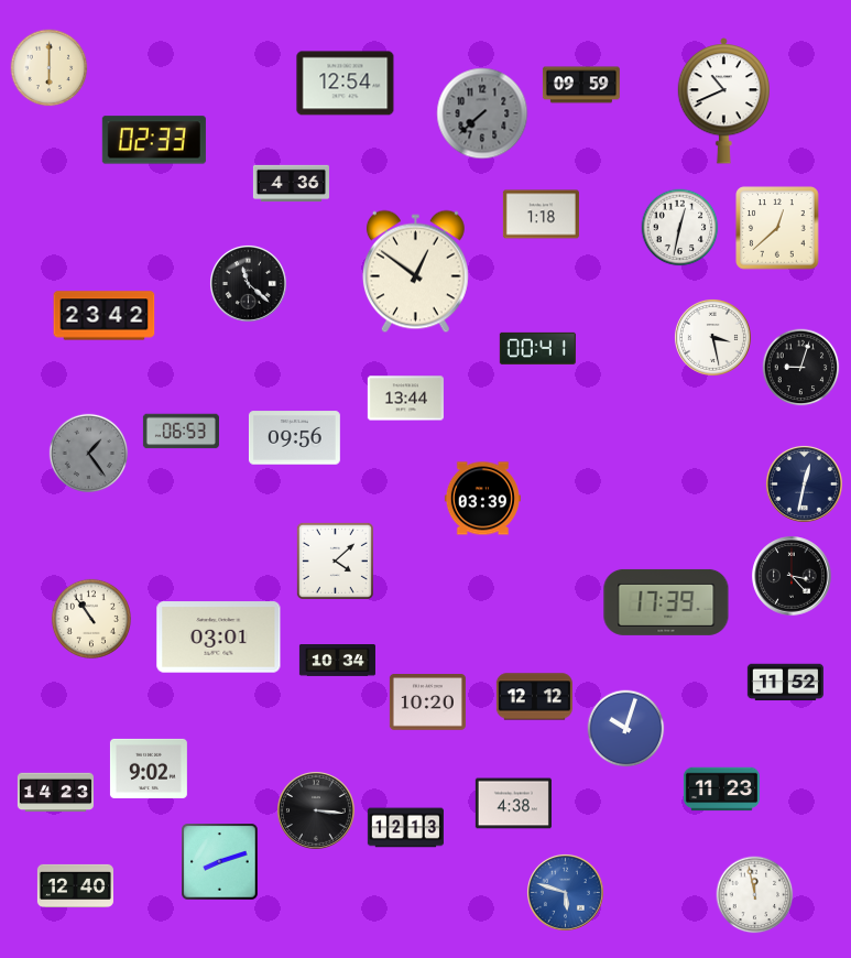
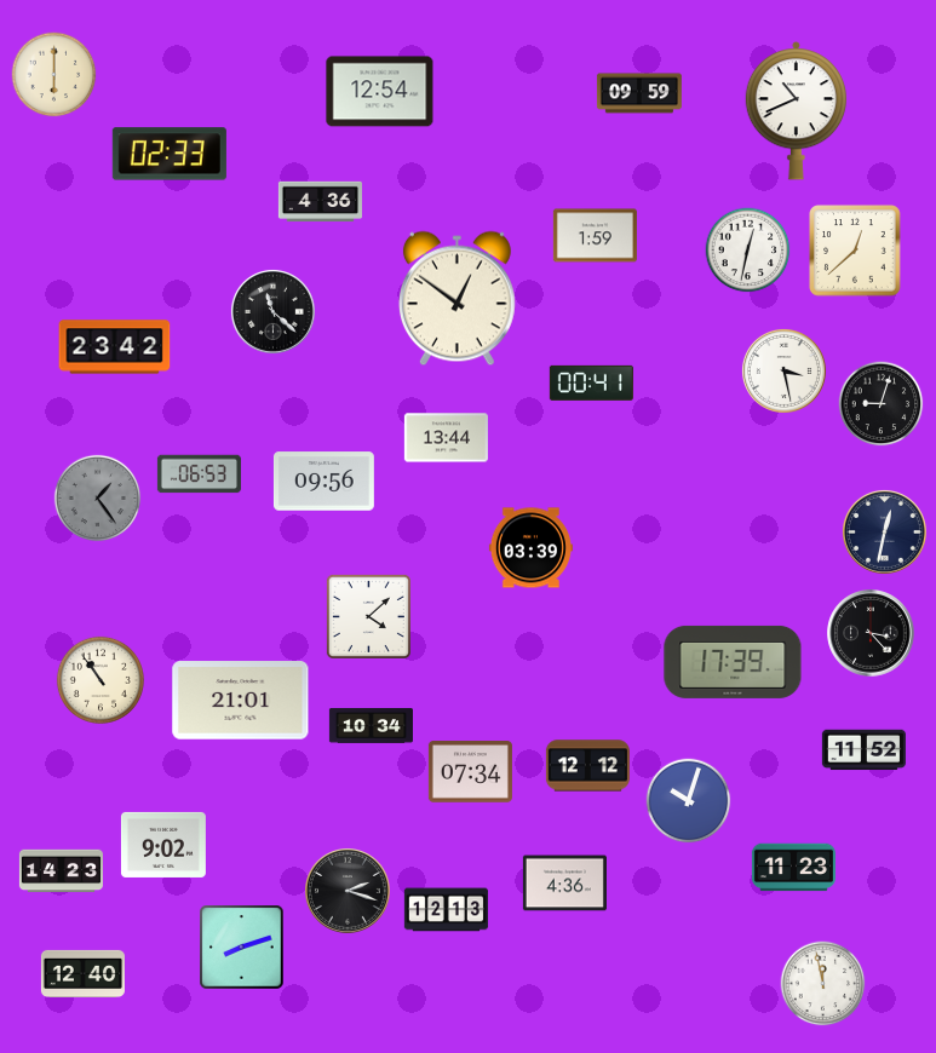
clock at (482, 113): 7:38 -> none
clock at (541, 215): 1:18 -> 1:59
clock at (219, 638): 03:01 -> 21:01
clock at (427, 703): 10:20 -> 07:34
clock at (513, 804): 4:38 -> 4:36
clock at (317, 812): 3:16 -> 2:18
clock at (565, 892): 5:48 -> none
clock at (755, 895) position: (755, 895) -> (823, 984)
